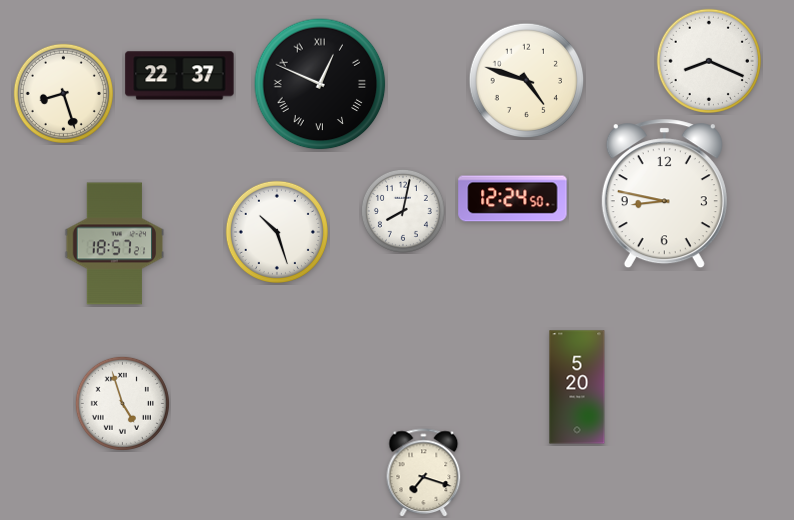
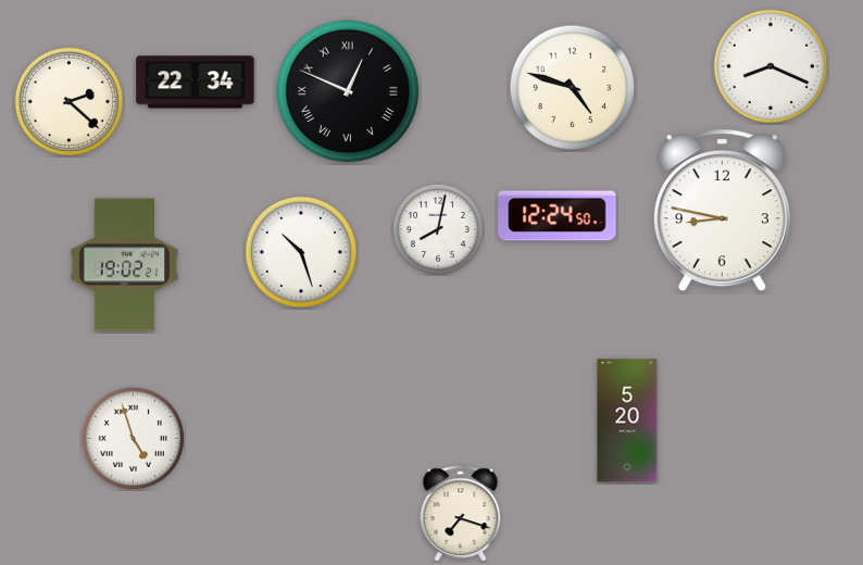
clock at (180, 76): 22:37 -> 22:34
clock at (63, 93): 8:27 -> 2:22
clock at (115, 244): 18:57 -> 19:02
